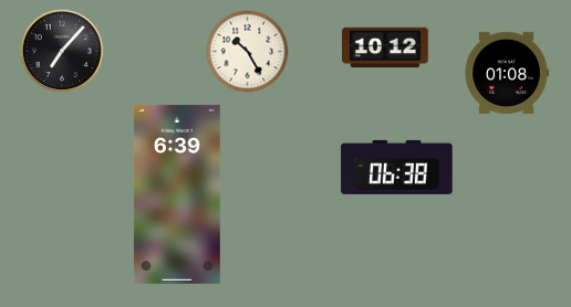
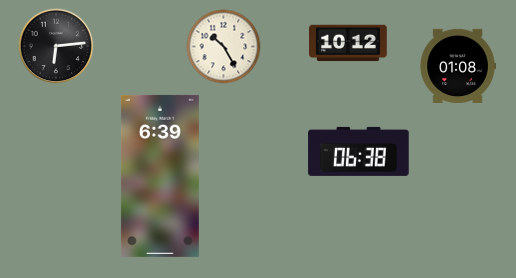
clock at (62, 51): 7:07 -> 6:14
